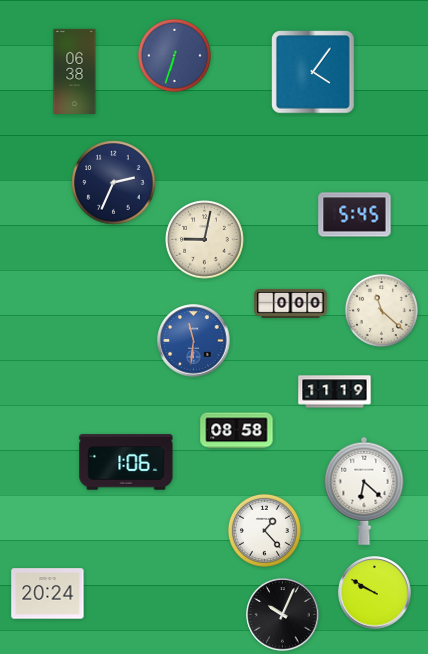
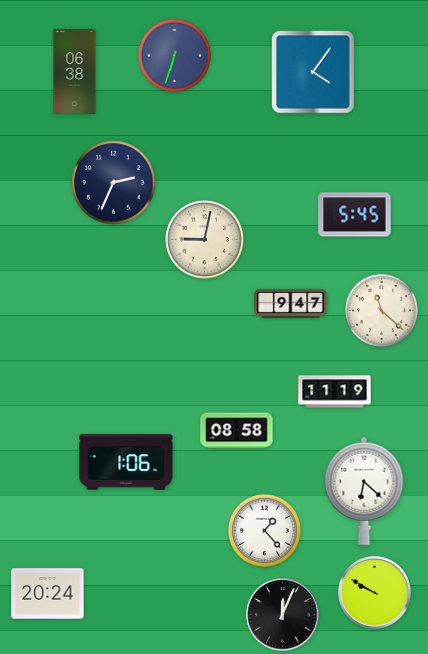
clock at (291, 303): 0:00 -> 9:47
clock at (194, 341): 11:31 -> none
clock at (283, 615): 10:04 -> 12:04
